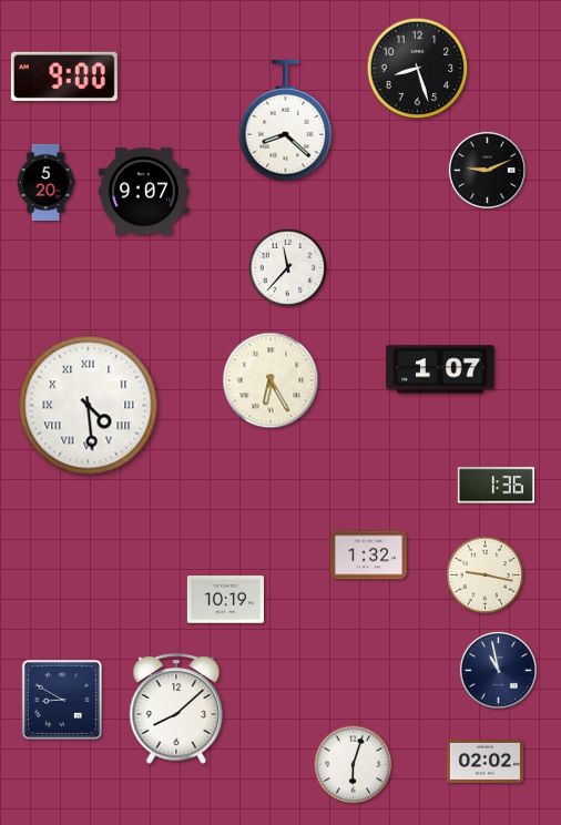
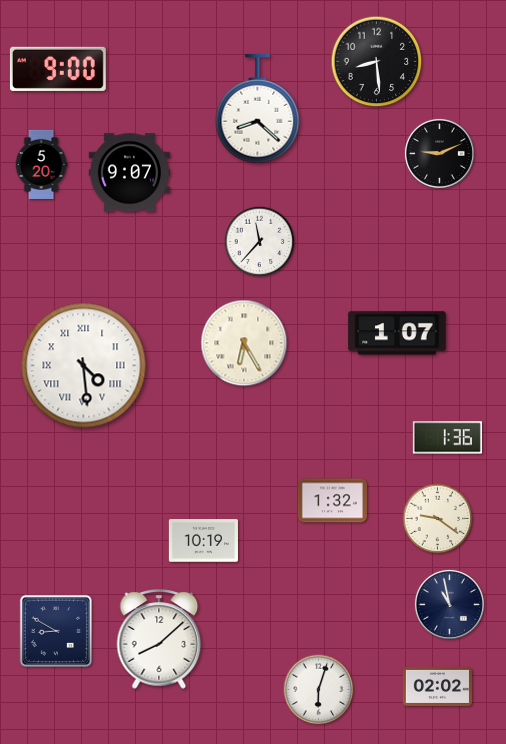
clock at (418, 69): 8:27 -> 8:29
clock at (89, 406) position: (89, 406) -> (84, 366)
clock at (486, 576): 9:17 -> 9:21
